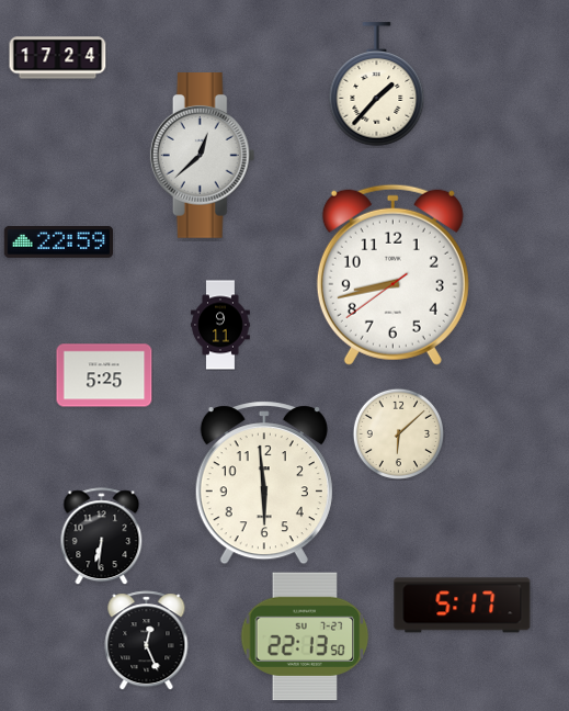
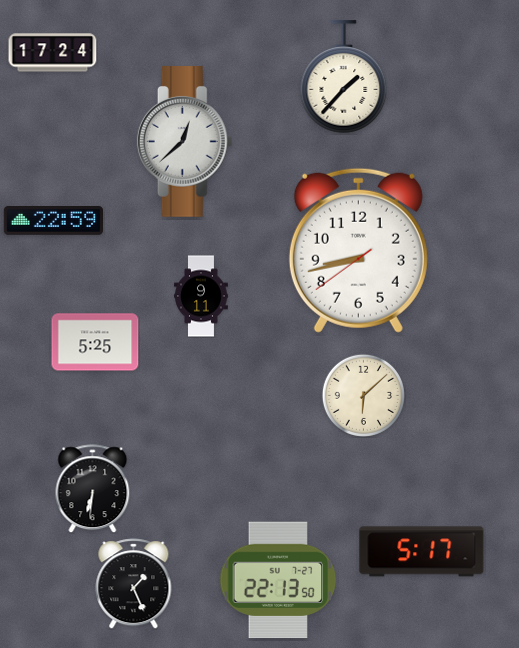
clock at (264, 483): 5:59 -> none
clock at (147, 641): 12:26 -> 1:26
